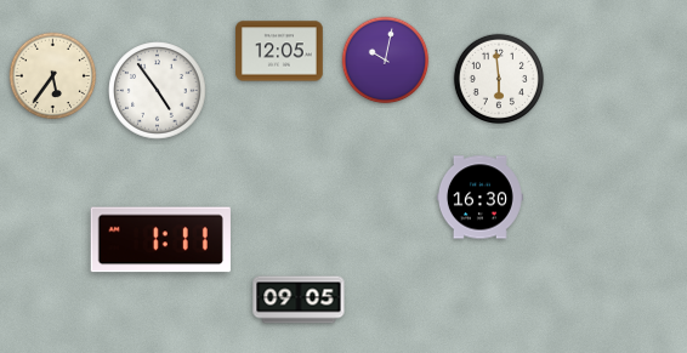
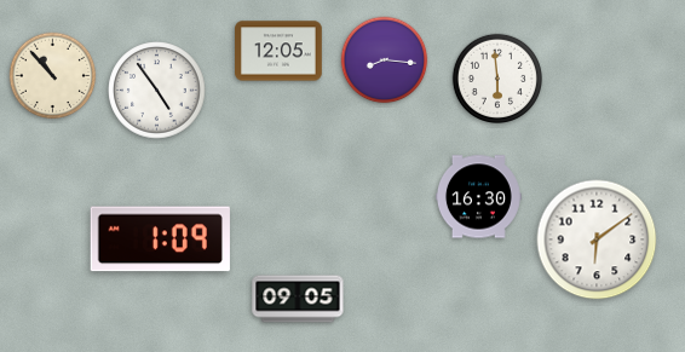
clock at (386, 61): 10:02 -> 8:16
clock at (53, 76): 5:36 -> 10:53
clock at (160, 240): 1:11 -> 1:09
clock at (597, 240): none -> 6:09
